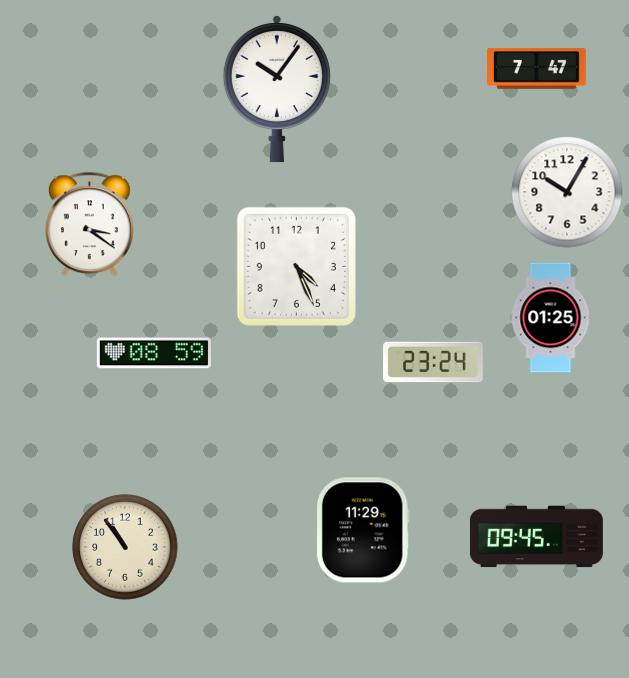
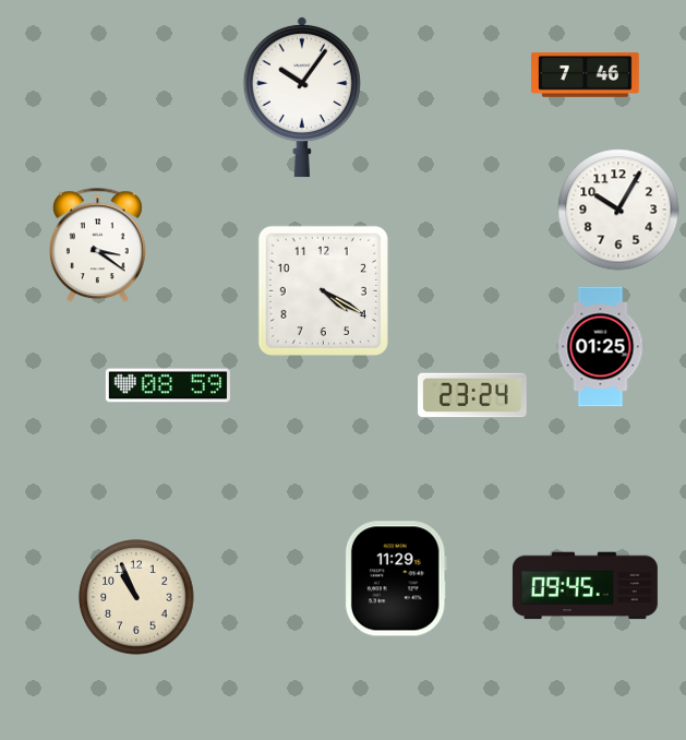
clock at (537, 68): 7:47 -> 7:46
clock at (296, 266): 4:26 -> 4:20
clock at (125, 547): 10:54 -> 10:56
